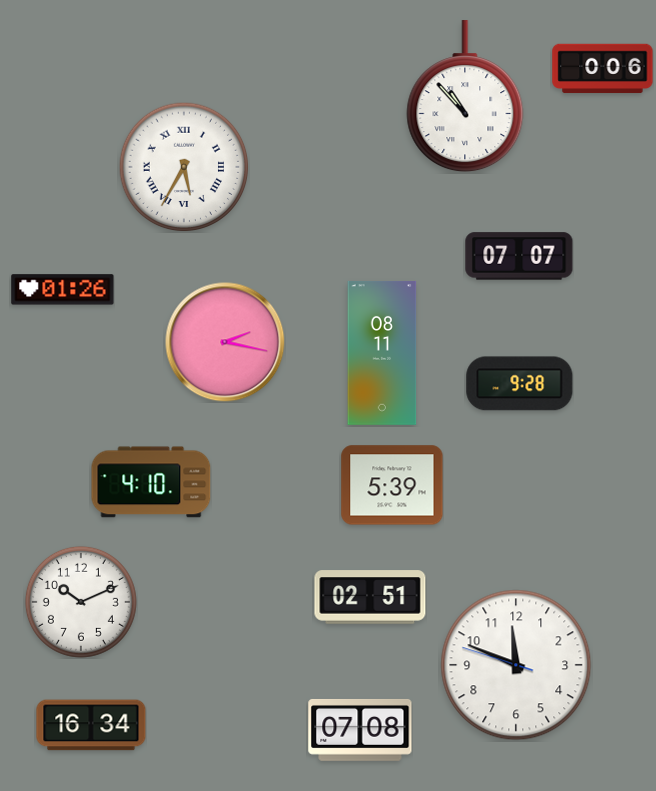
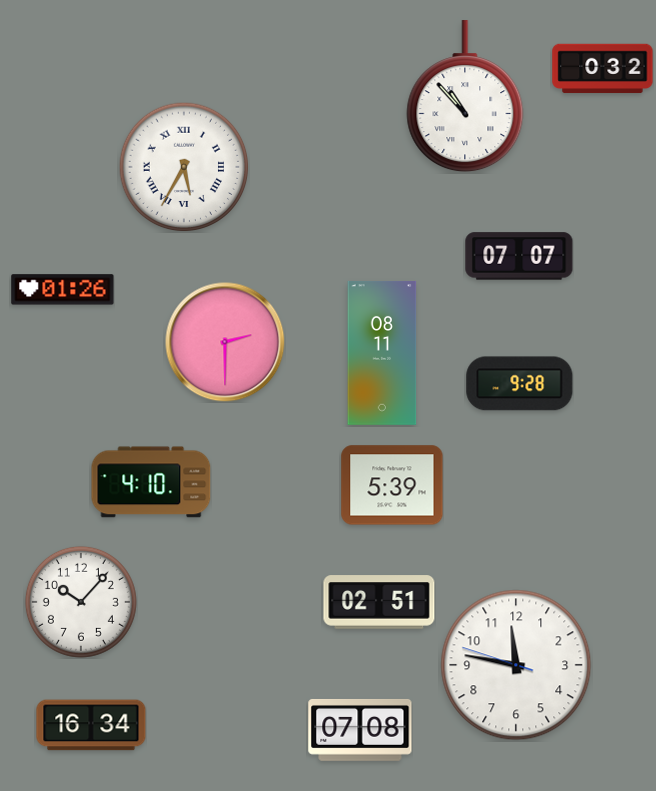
clock at (603, 69): 0:06 -> 0:32
clock at (225, 342): 2:17 -> 2:30
clock at (370, 597) position: (370, 597) -> (379, 602)
clock at (81, 602): 10:11 -> 10:07
clock at (516, 665): 11:48 -> 11:46
